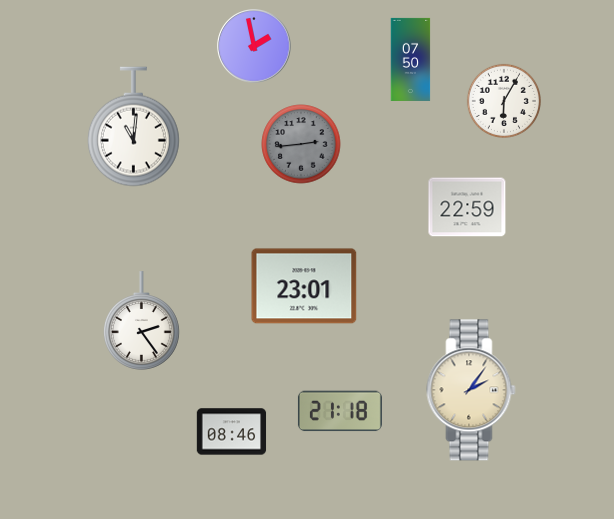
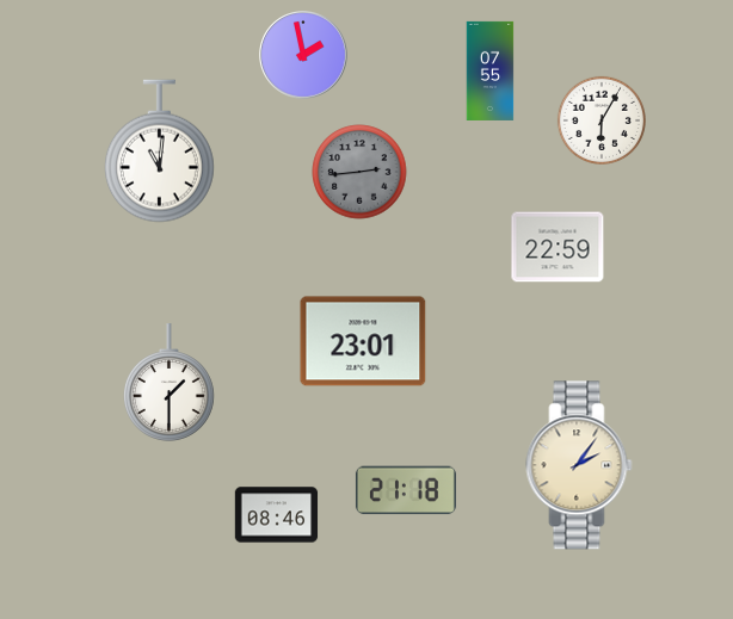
clock at (411, 59): 07:50 -> 07:55
clock at (141, 321): 2:24 -> 1:30
clock at (471, 390) position: (471, 390) -> (579, 465)
